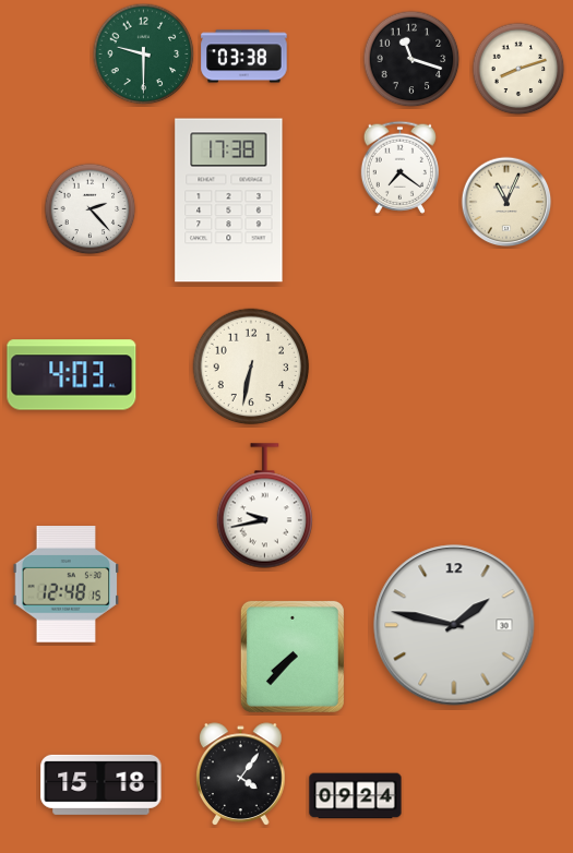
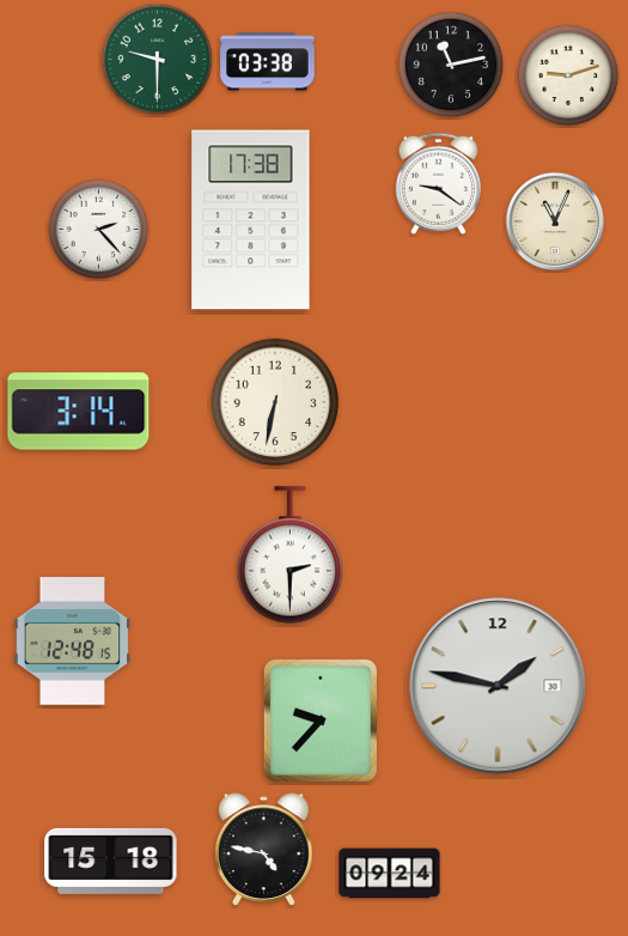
clock at (411, 59): 11:18 -> 11:13
clock at (518, 69): 8:12 -> 9:12
clock at (399, 167): 7:21 -> 9:21
clock at (72, 375): 4:03 -> 3:14
clock at (264, 506): 9:43 -> 2:30
clock at (293, 657): 7:37 -> 9:37
clock at (241, 773): 4:06 -> 4:47
